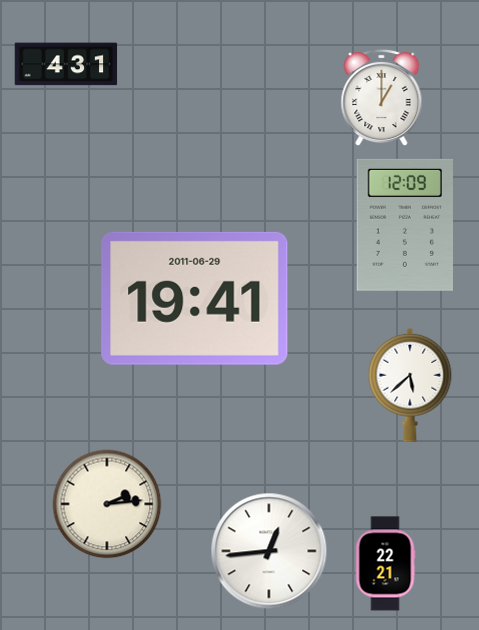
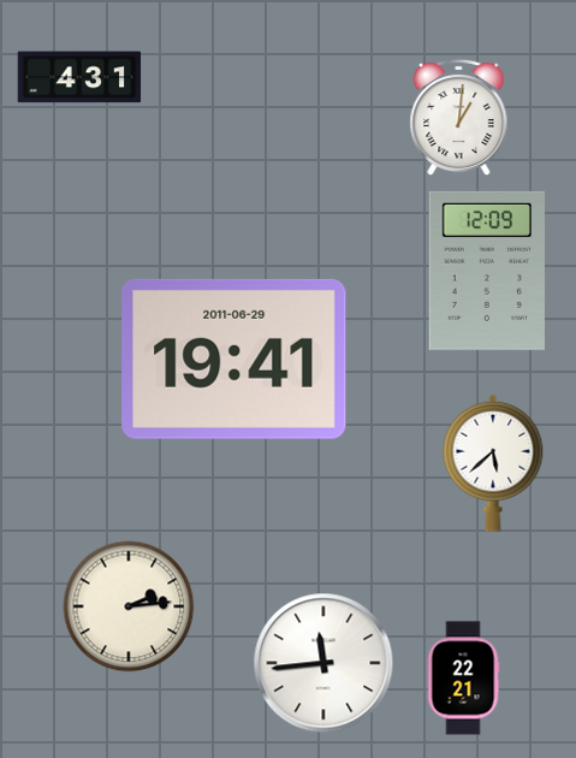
clock at (382, 98): 1:00 -> 1:01
clock at (269, 551): 12:44 -> 11:44
